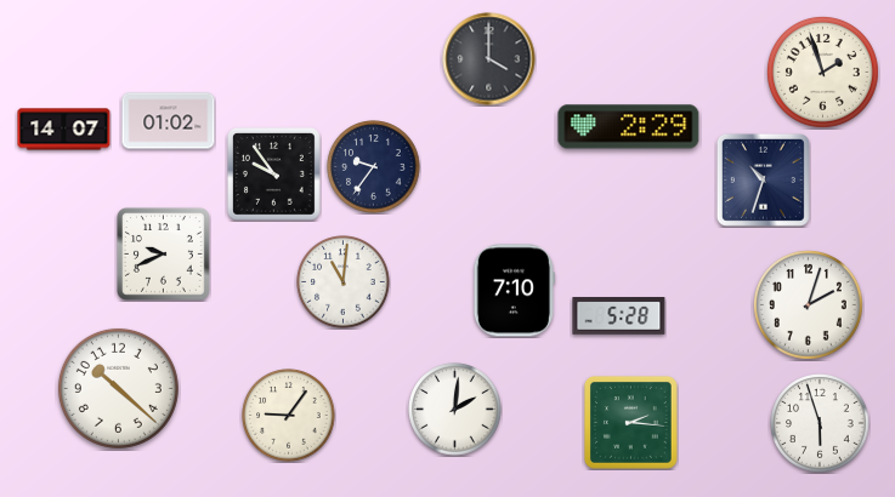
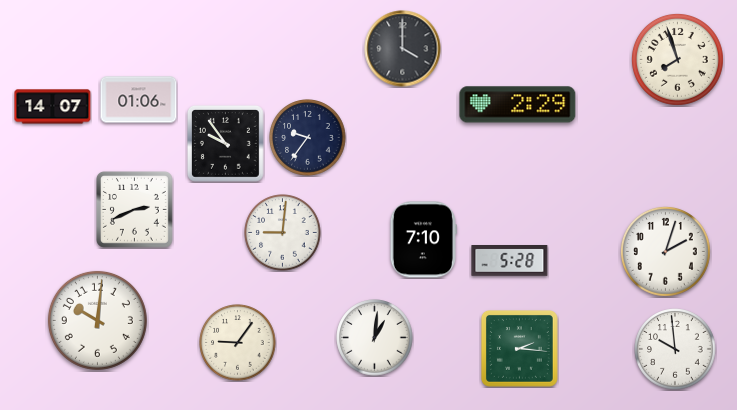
clock at (822, 72): 1:57 -> 7:57
clock at (169, 121): 01:02 -> 01:06
clock at (763, 179): 10:33 -> none
clock at (163, 253): 9:41 -> 2:41
clock at (344, 282): 11:01 -> 9:01
clock at (118, 388): 10:22 -> 10:01
clock at (455, 410): 2:01 -> 1:01
clock at (820, 423): 5:57 -> 9:59
